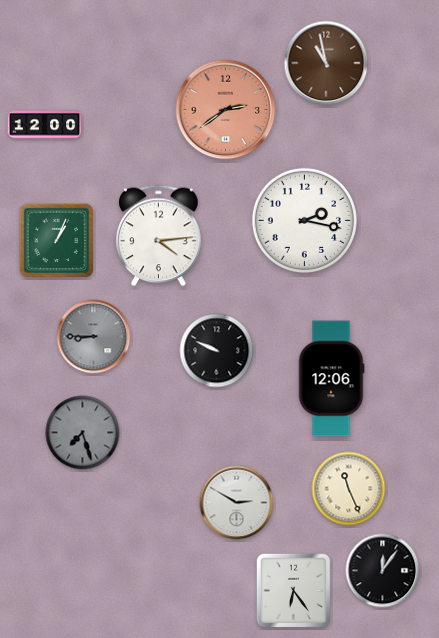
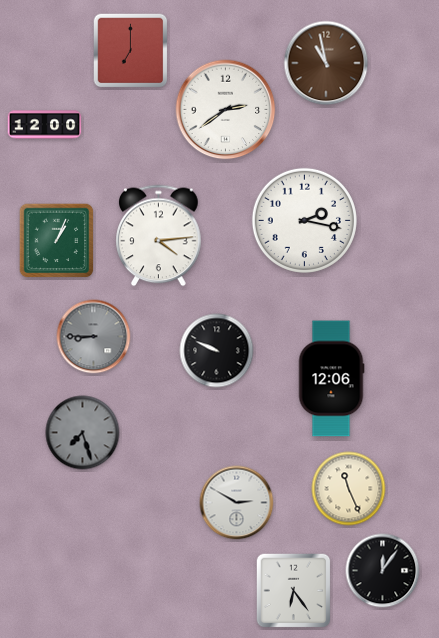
clock at (131, 51): none -> 7:00
clock at (226, 110) dial: salmon -> white
